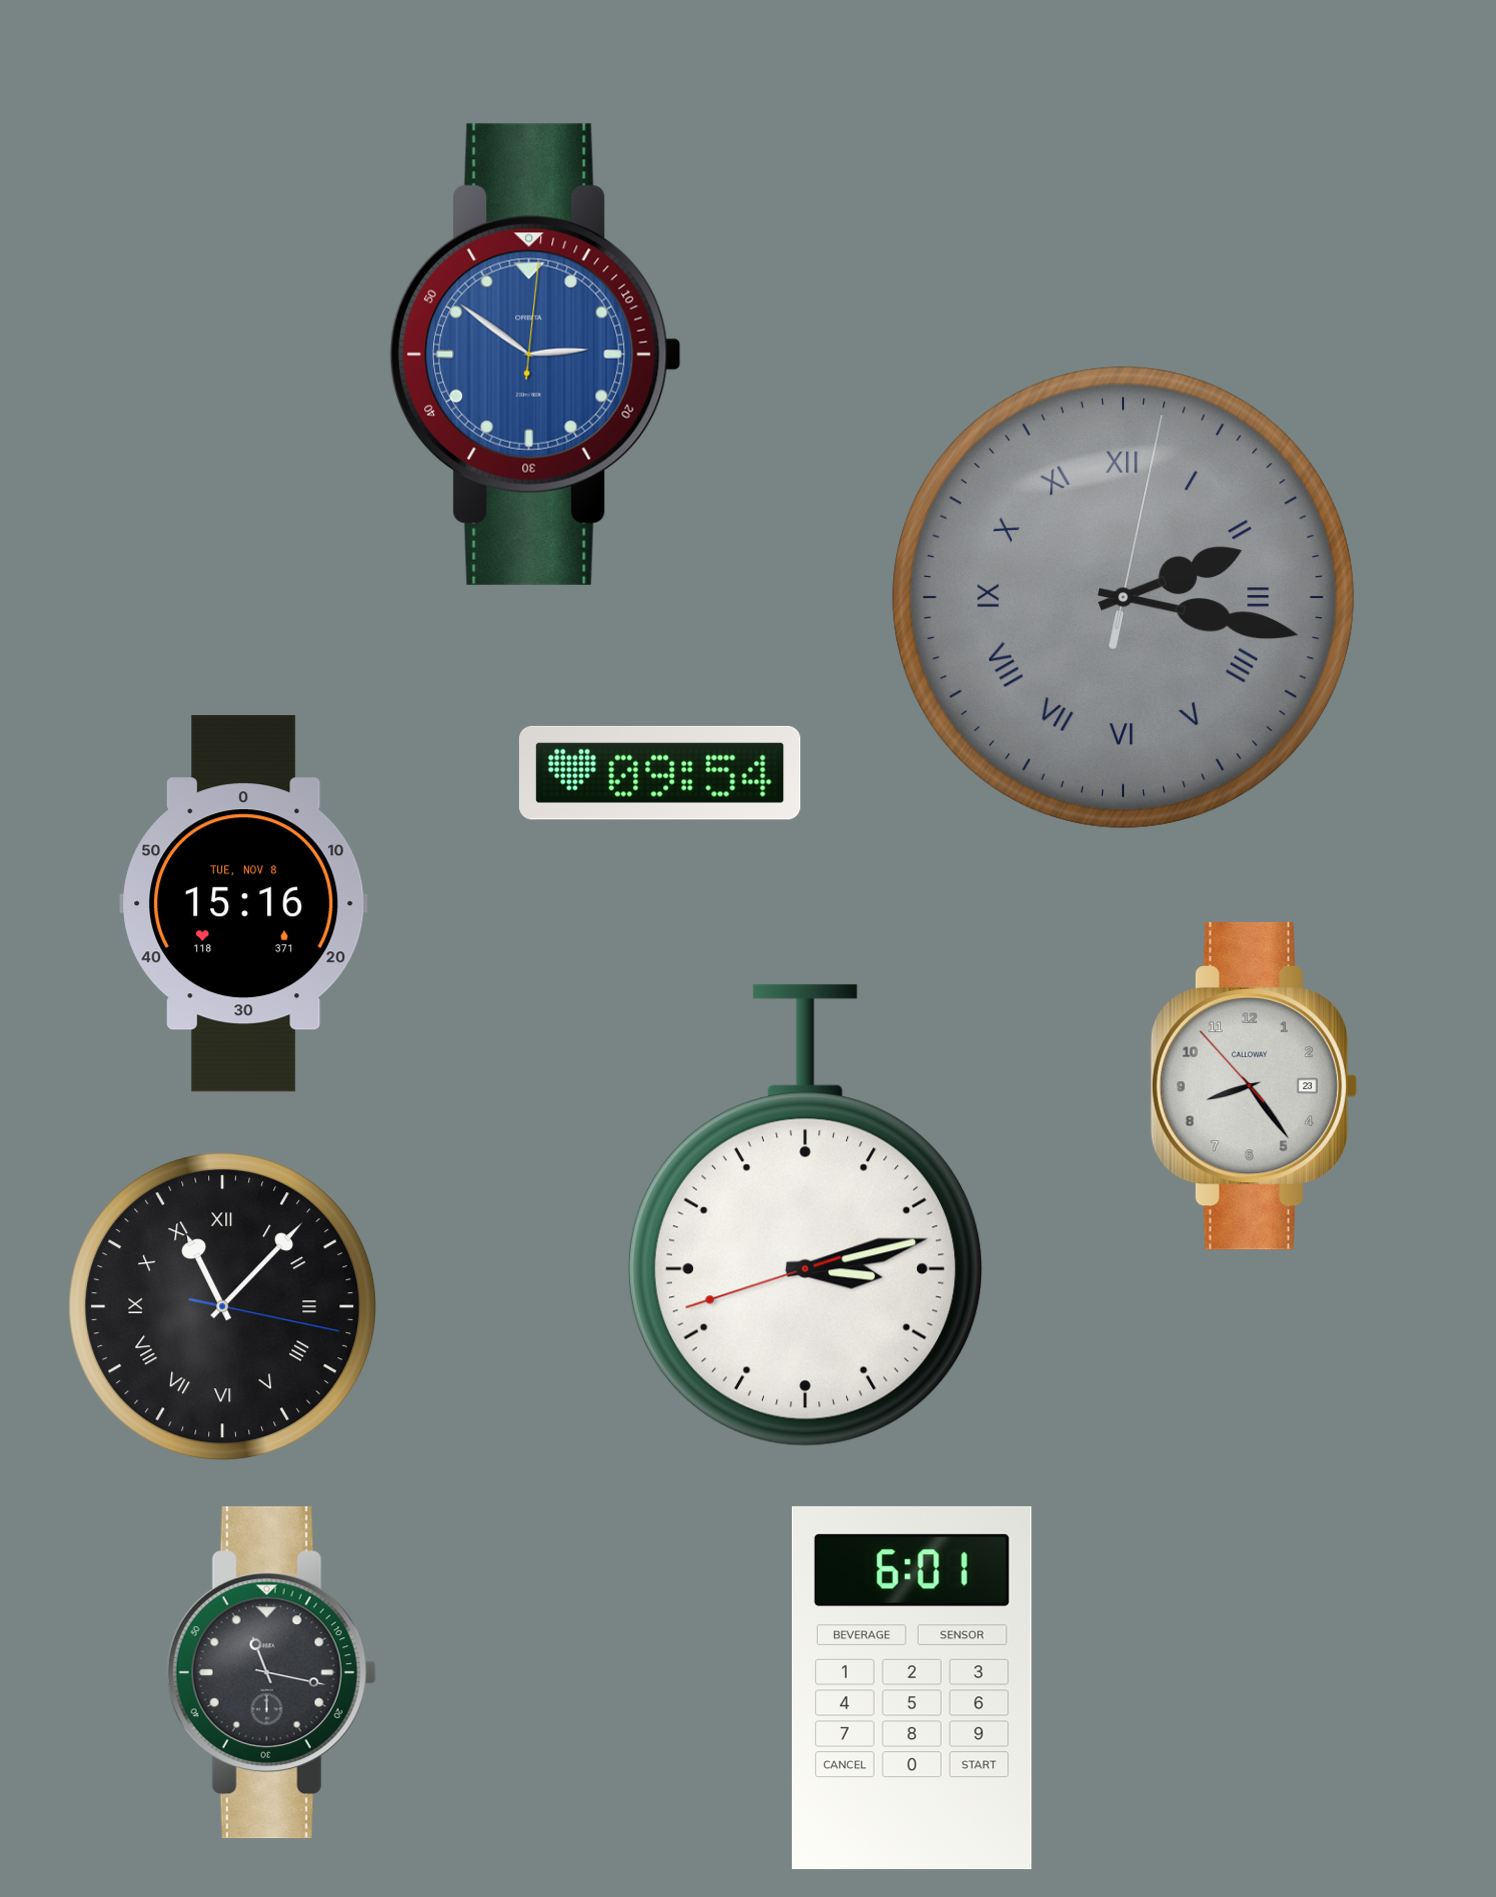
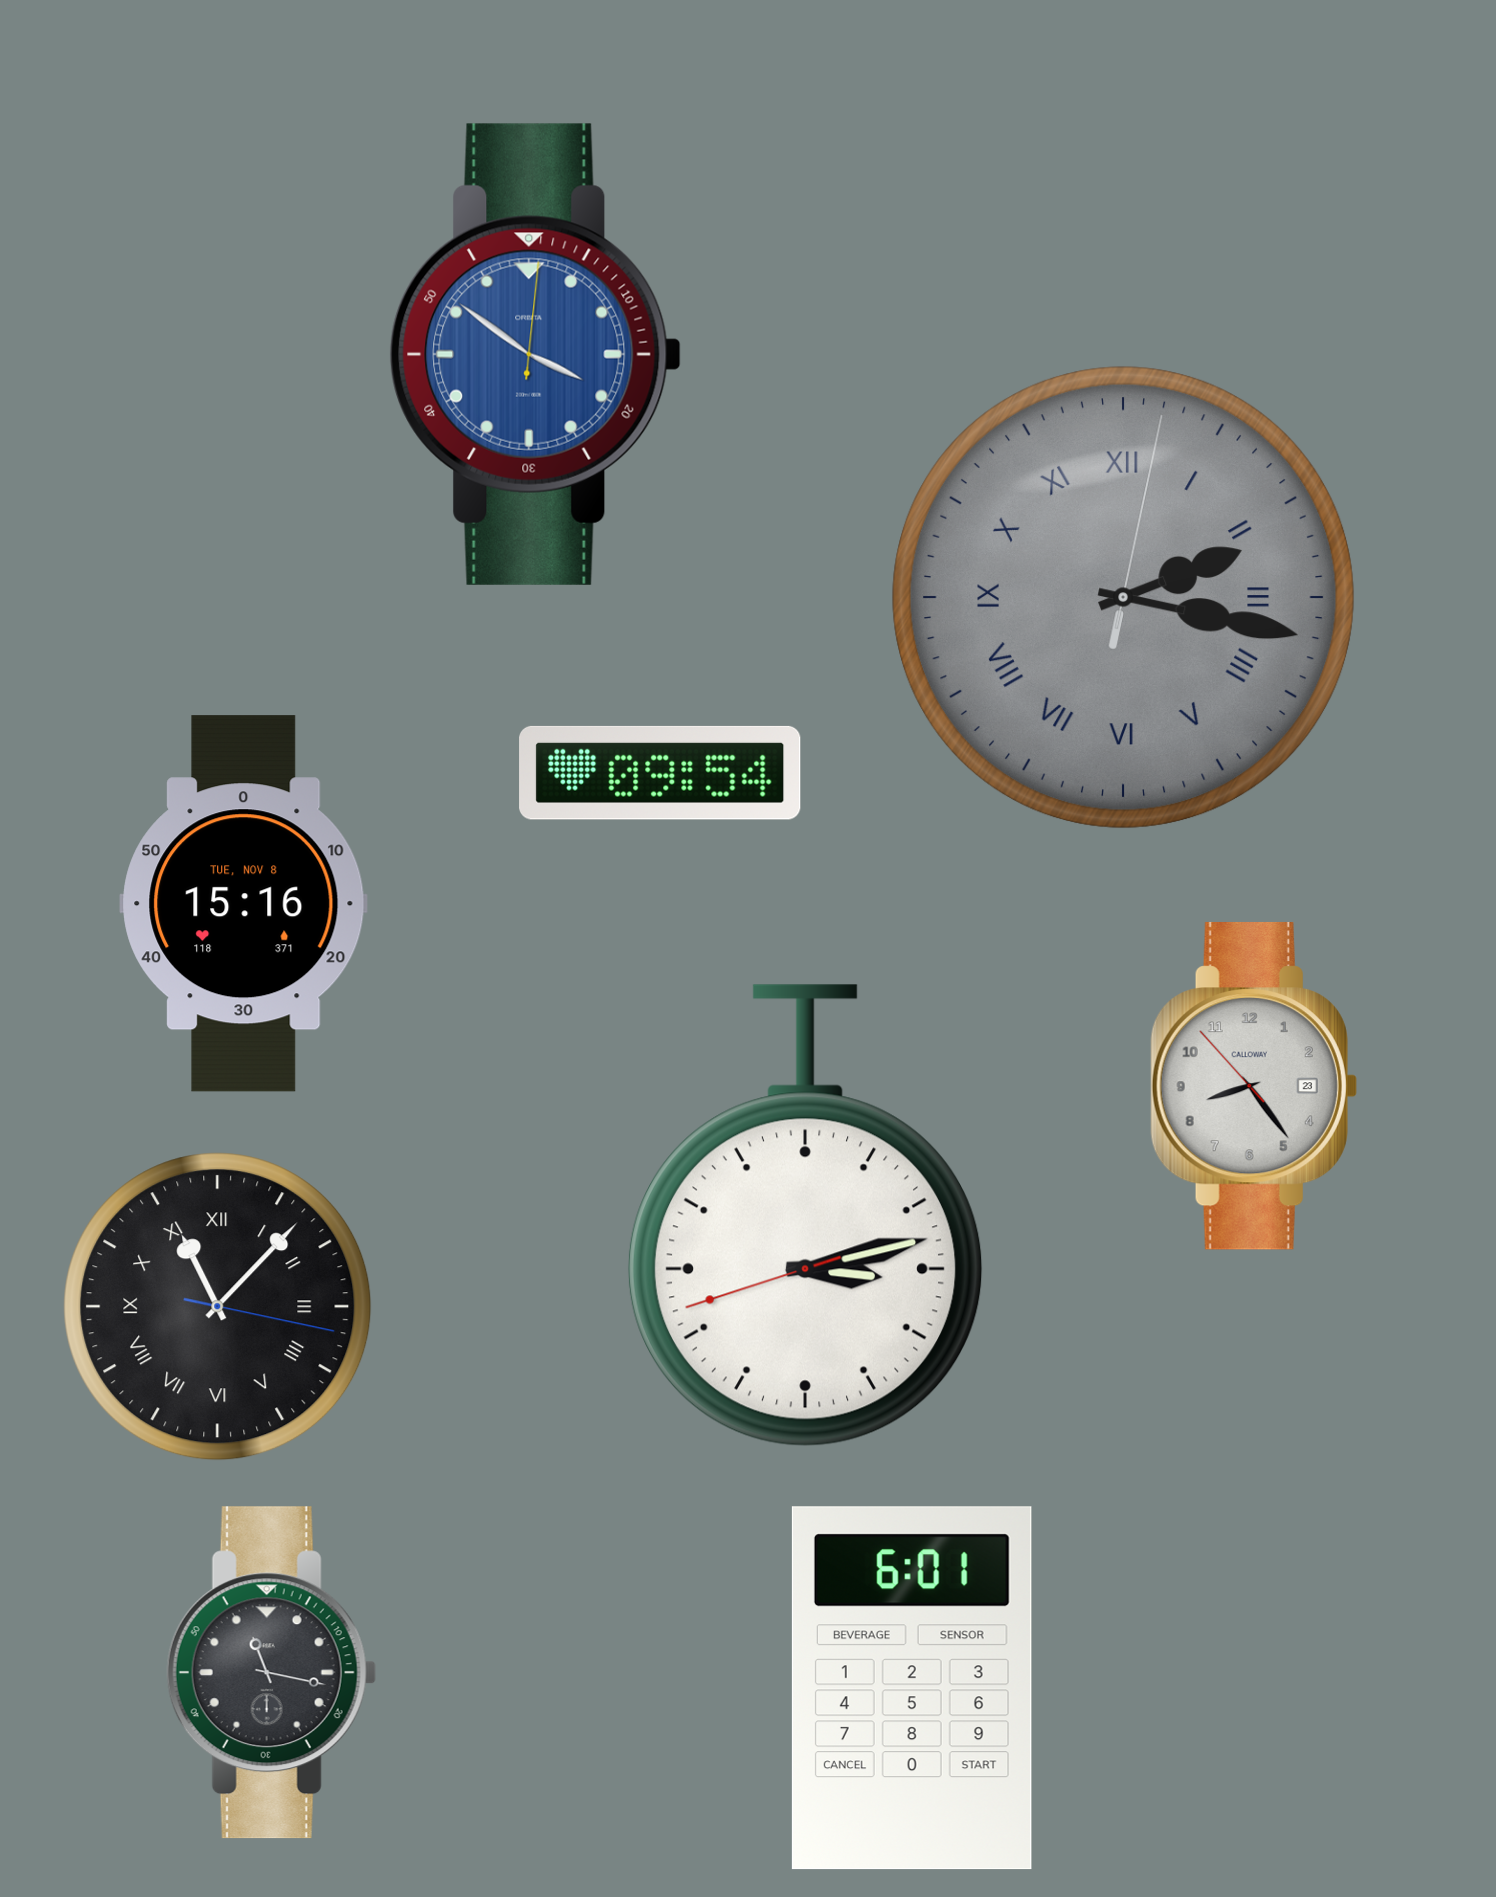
clock at (535, 354): 2:51 -> 3:51
clock at (223, 1307) position: (223, 1307) -> (218, 1307)
